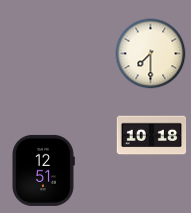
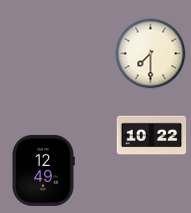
clock at (152, 136): 10:18 -> 10:22
clock at (43, 170): 12:51 -> 12:49
